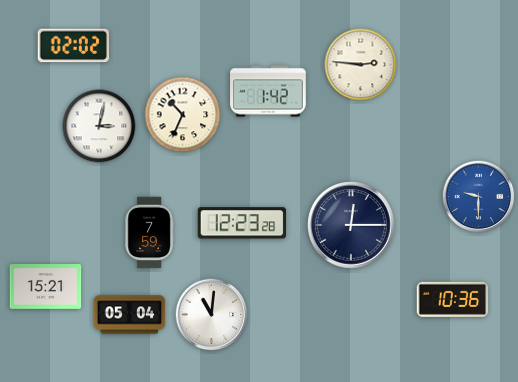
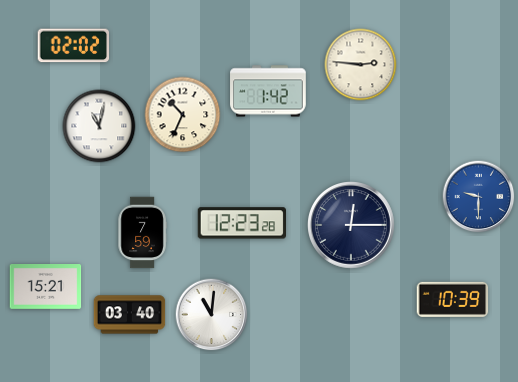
clock at (99, 126): 3:02 -> 11:02
clock at (149, 233) position: (149, 233) -> (142, 233)
clock at (453, 299): 10:36 -> 10:39
clock at (130, 315): 05:04 -> 03:40
